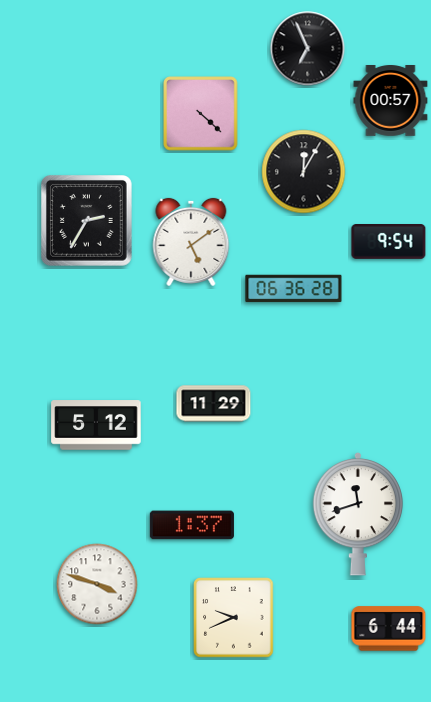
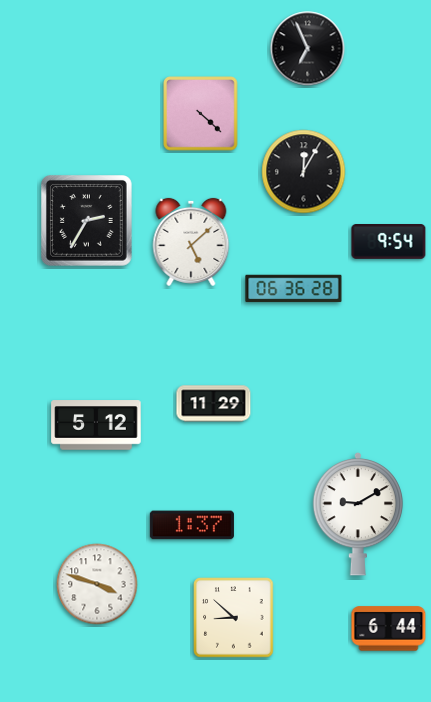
clock at (391, 101): 00:57 -> none
clock at (191, 242): 5:09 -> 5:08
clock at (358, 514): 11:42 -> 9:10
clock at (234, 618): 9:41 -> 8:52
